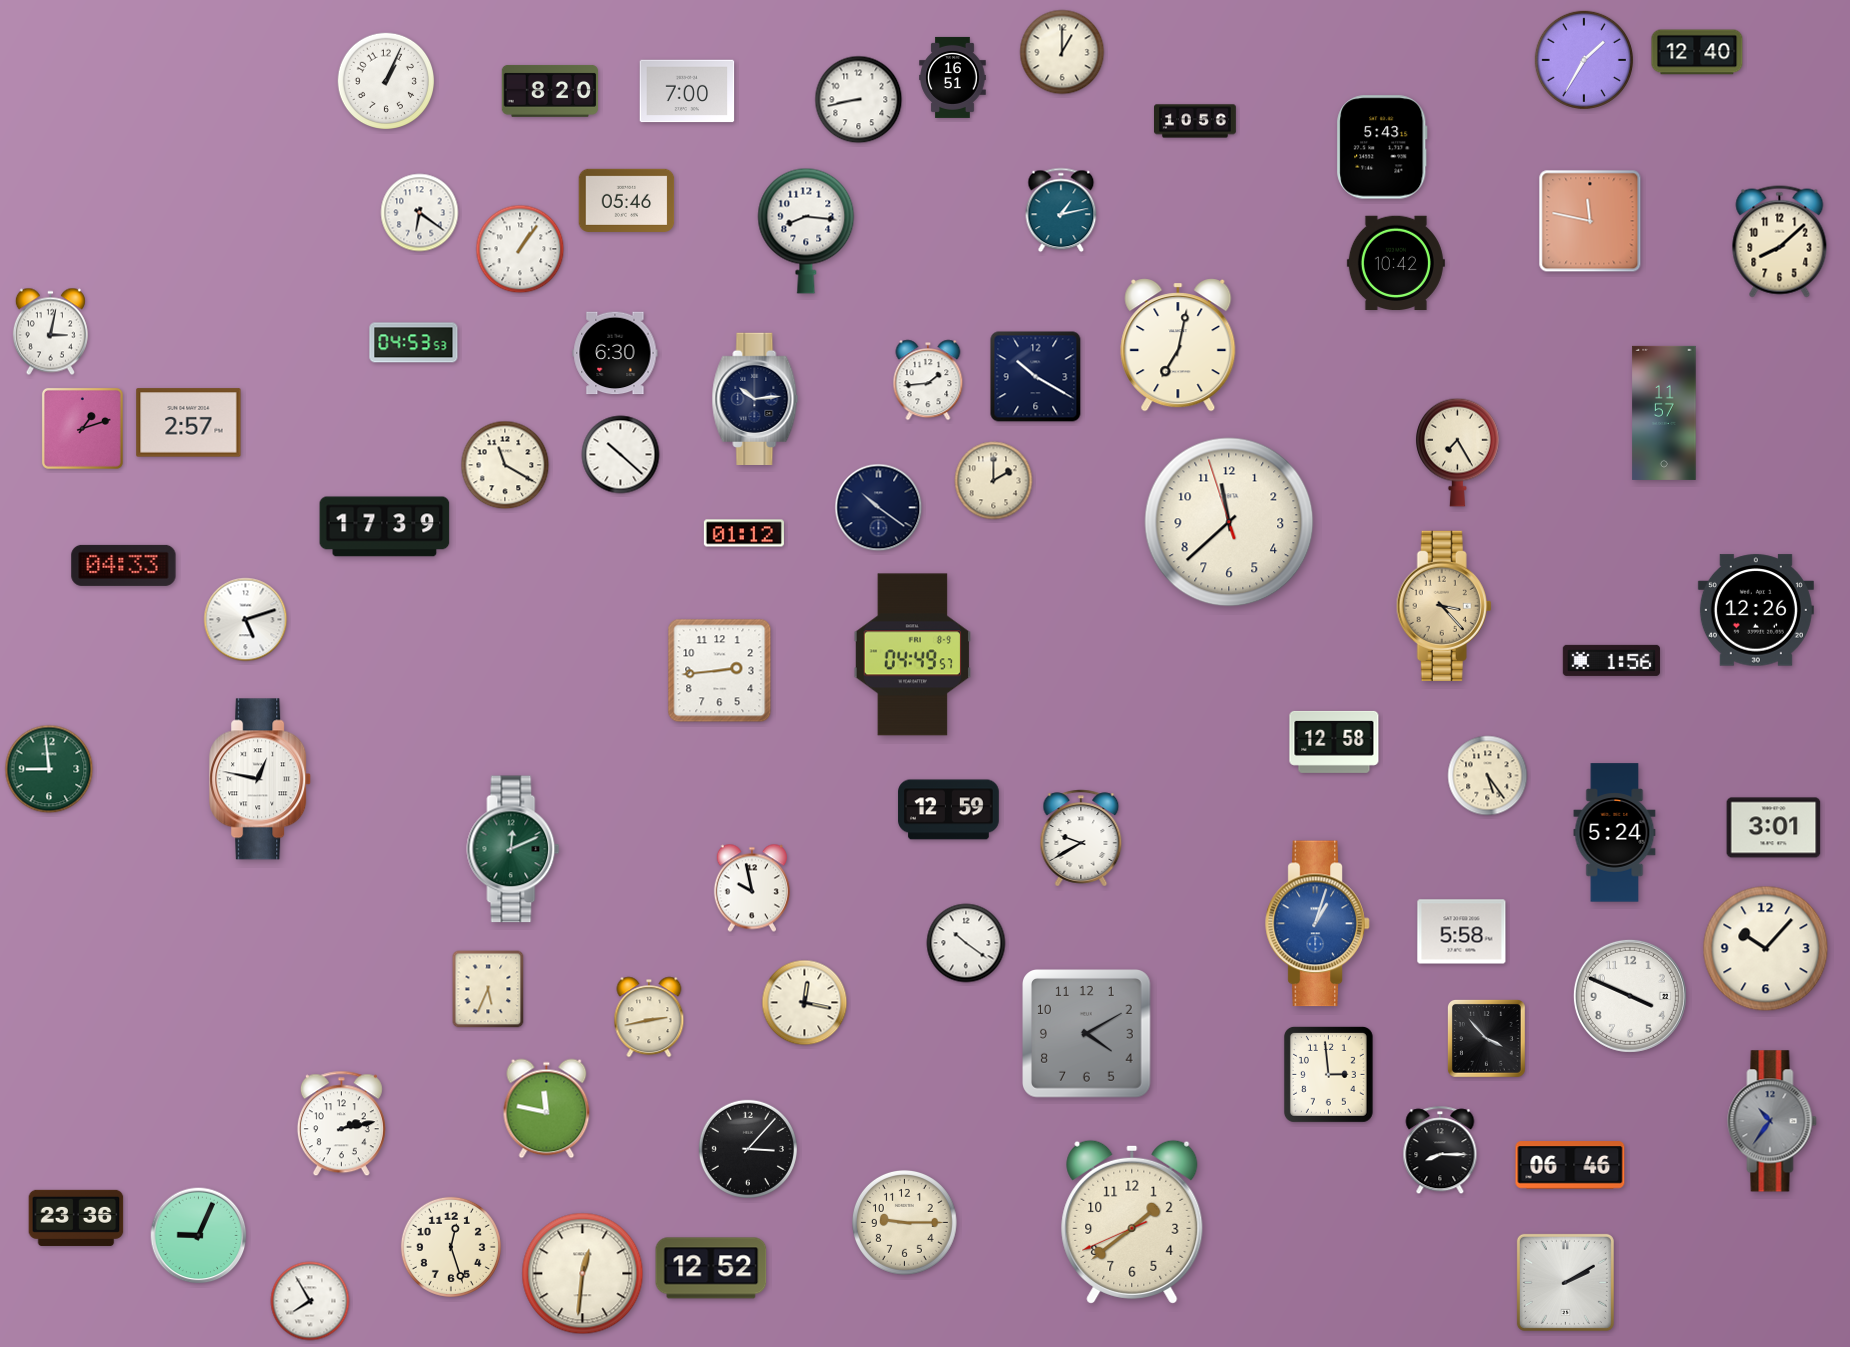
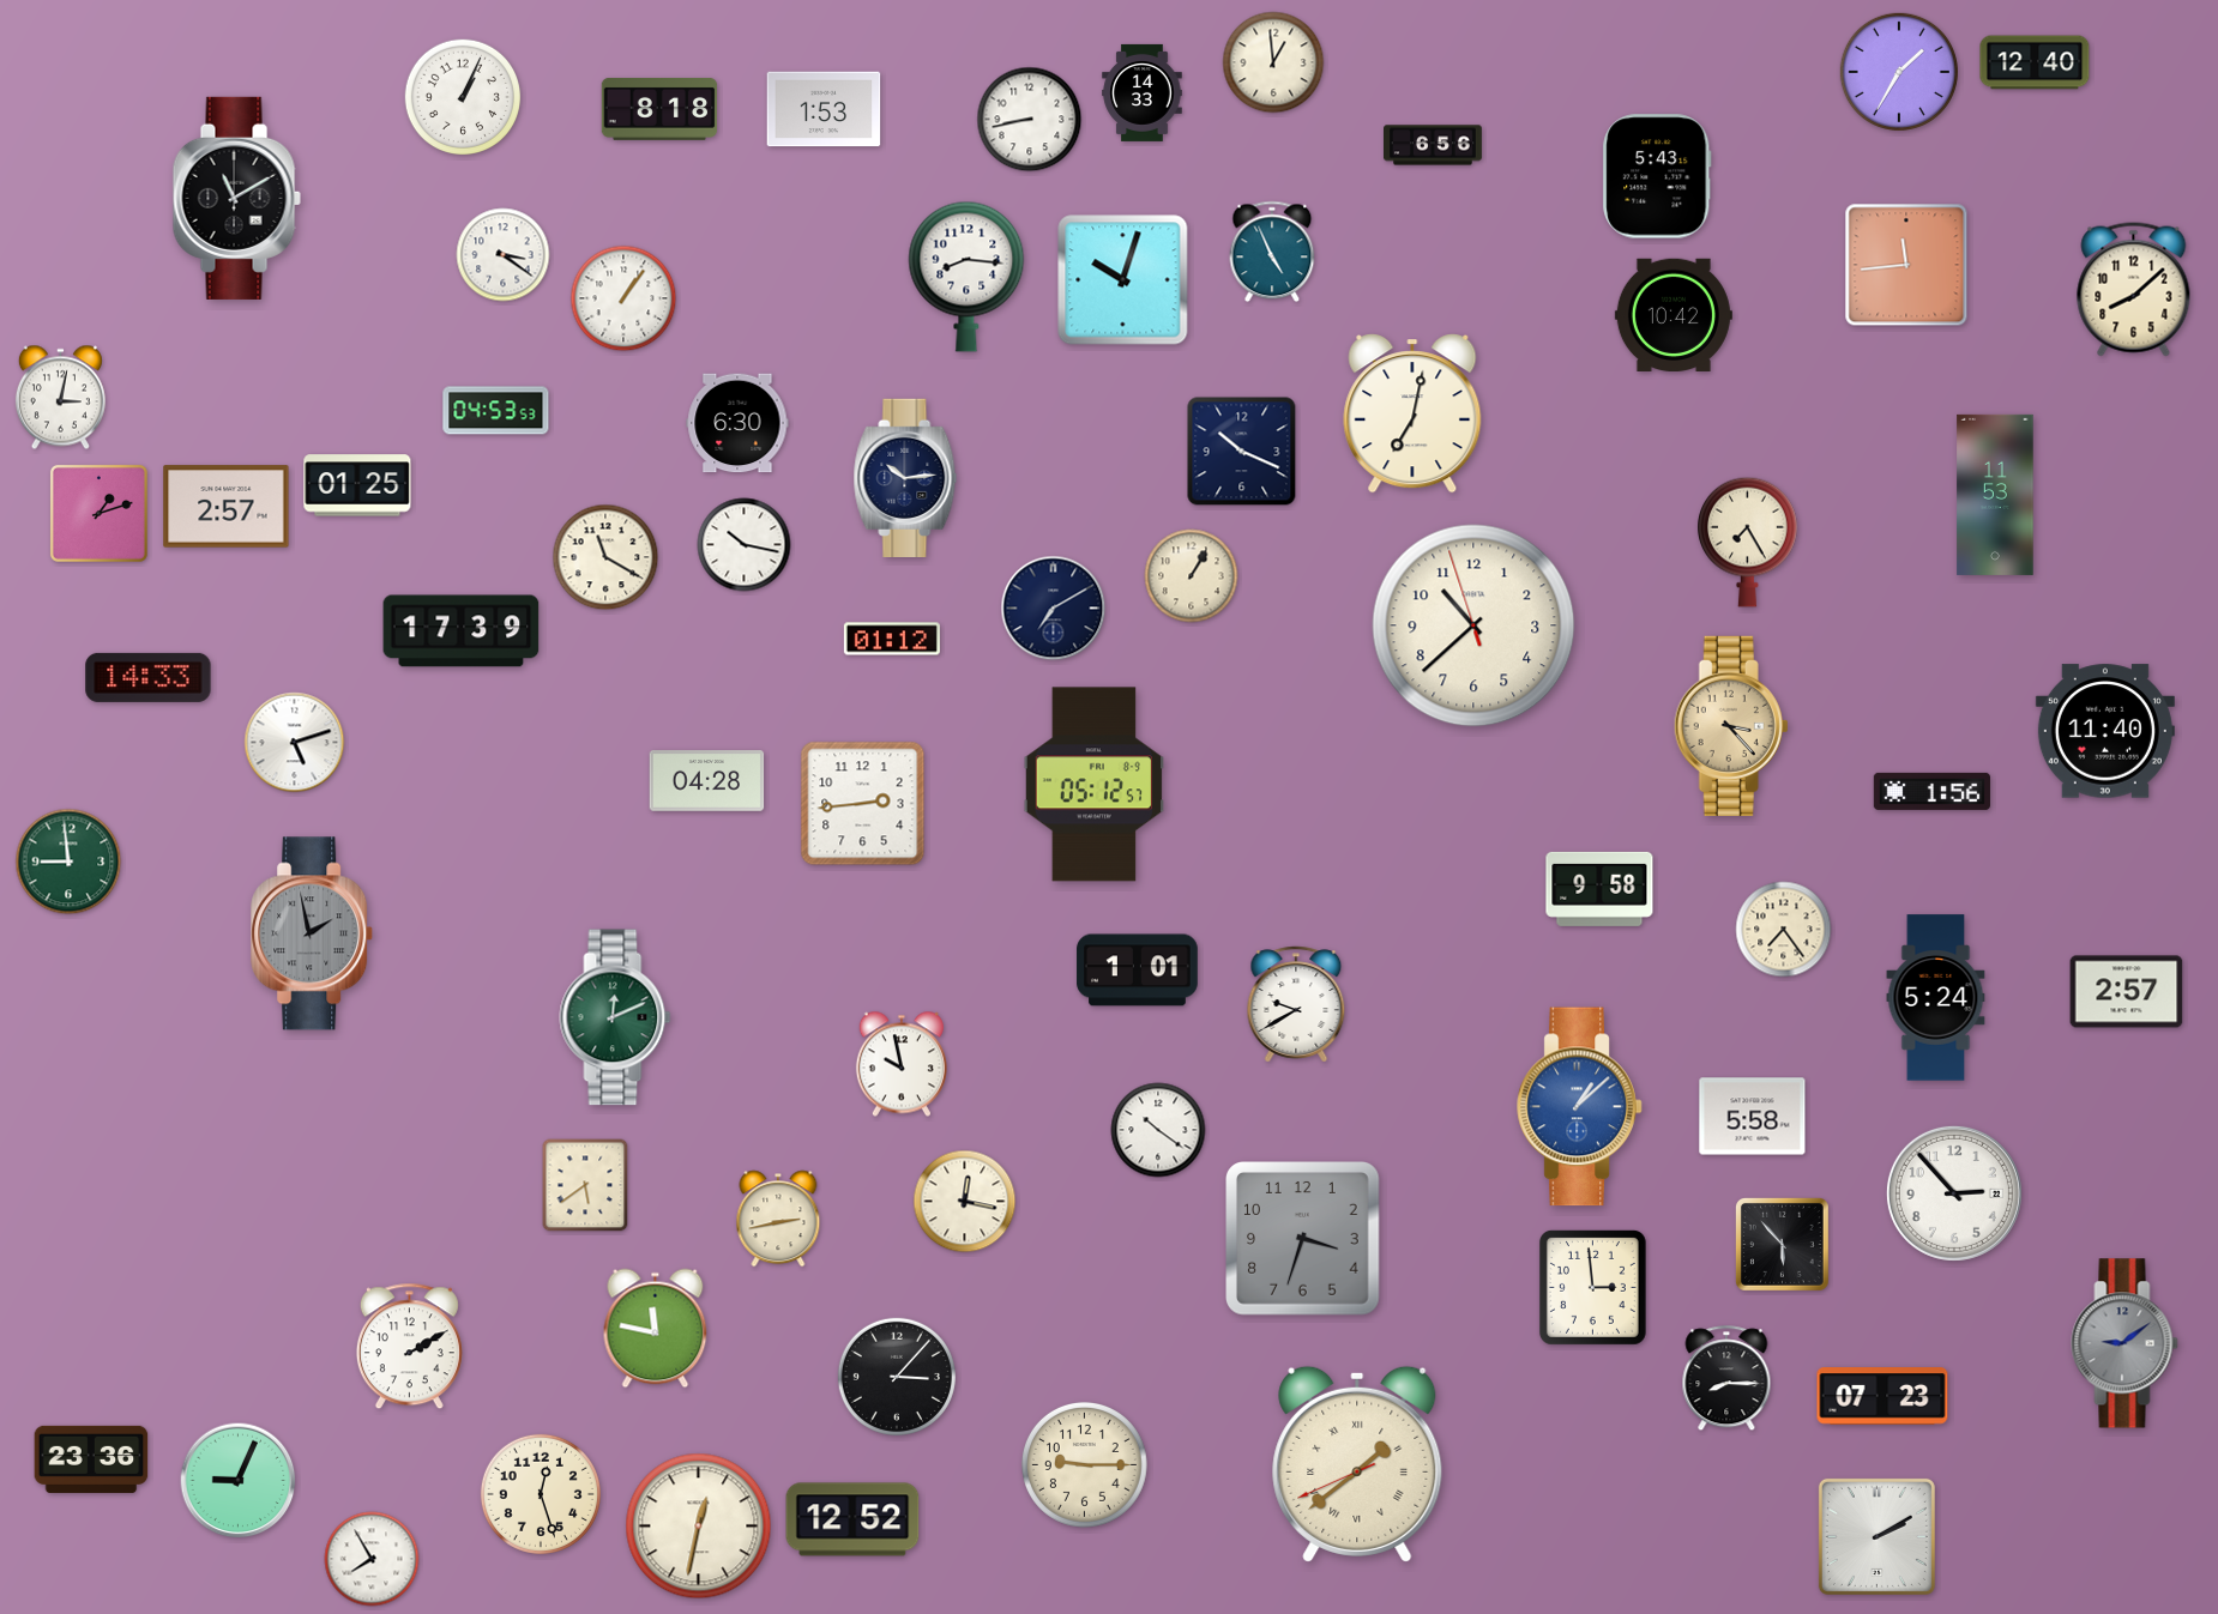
clock at (1062, 52): 1:00 -> 12:59
clock at (953, 77): 16:51 -> 14:33
clock at (550, 91): 8:20 -> 8:18
clock at (687, 91): 7:00 -> 1:53
clock at (1196, 121): 10:56 -> 6:56
clock at (236, 198): none -> 11:10
clock at (627, 200): 05:46 -> none
clock at (1061, 210): 1:13 -> 4:56
clock at (420, 213): 6:21 -> 3:21
clock at (1590, 221): 11:47 -> 11:44
clock at (1123, 280): none -> 10:03
clock at (1036, 377): 10:20 -> 10:19
clock at (928, 380): 1:44 -> none
clock at (357, 485): none -> 01:25
clock at (1664, 413): 11:57 -> 11:53
clock at (621, 455): 10:22 -> 10:17
clock at (994, 481): 2:00 -> 1:05
clock at (879, 508): 10:21 -> 7:10
clock at (1229, 522): 11:37 -> 10:37
clock at (124, 565): 04:33 -> 14:33
clock at (1756, 610): 12:26 -> 11:40
clock at (707, 781): none -> 04:28
clock at (913, 655): 04:49 -> 05:12
clock at (1334, 742): 12:58 -> 9:58
clock at (49, 769) position: (49, 769) -> (68, 862)
clock at (1488, 776): 5:24 -> 7:24
clock at (261, 779): 12:47 -> 1:58
clock at (261, 779) dial: white -> grey
clock at (949, 810): 12:59 -> 1:01
clock at (1774, 828): 3:01 -> 2:57
clock at (1318, 924): 1:03 -> 1:08
clock at (1766, 949): 10:07 -> none
clock at (488, 989): 5:34 -> 5:39
clock at (1630, 996): 3:49 -> 2:53
clock at (1087, 1034): 4:10 -> 3:33
clock at (1486, 1038): 3:53 -> 5:53
clock at (1772, 1121): 10:36 -> 9:09
clock at (341, 1124): 2:13 -> 2:10
clock at (1570, 1165): 06:46 -> 07:23
clock at (1132, 1222) numerals: Arabic -> Roman
clock at (583, 1274): 12:31 -> 12:32
